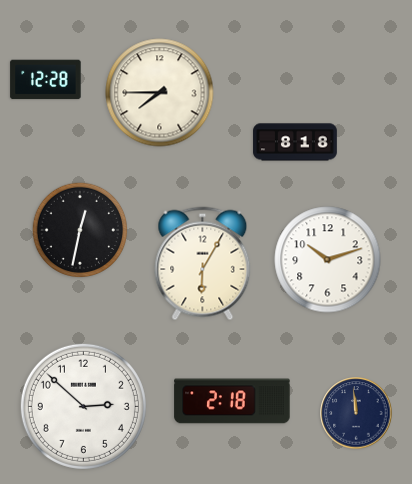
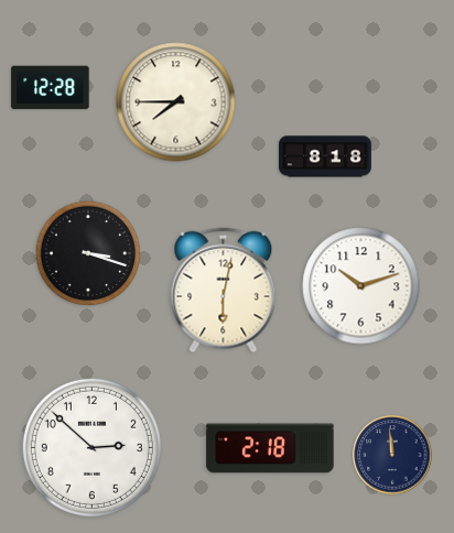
clock at (80, 230): 12:32 -> 3:18
clock at (203, 264): 6:05 -> 6:02
clock at (232, 401) position: (232, 401) -> (270, 448)
